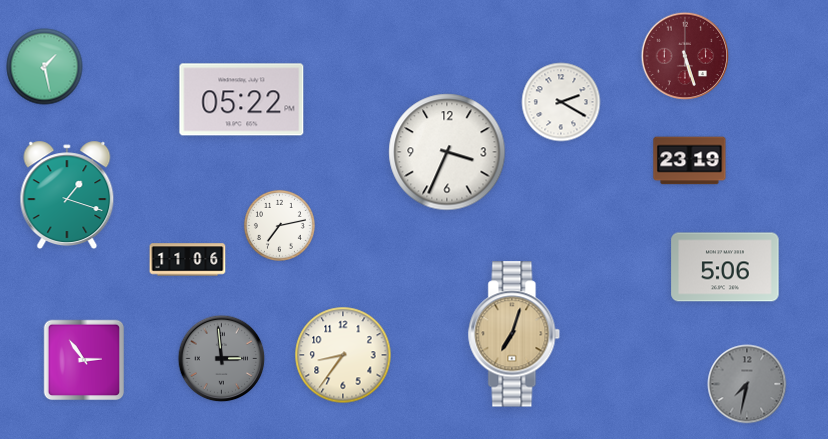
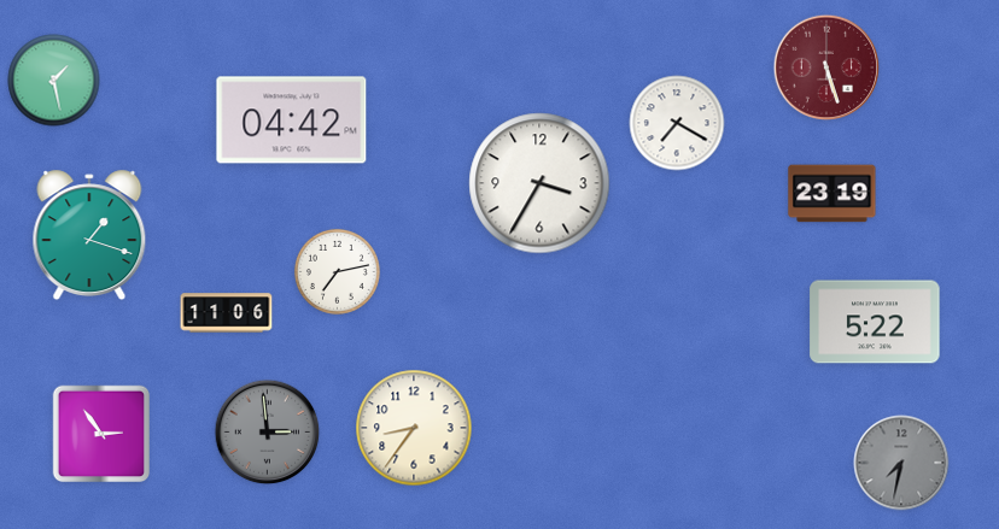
clock at (242, 100): 05:22 -> 04:42
clock at (561, 102): 2:20 -> 7:20
clock at (447, 152): 3:34 -> 3:35
clock at (67, 195) position: (67, 195) -> (89, 235)
clock at (725, 267): 5:06 -> 5:22
clock at (514, 334): 7:03 -> none
